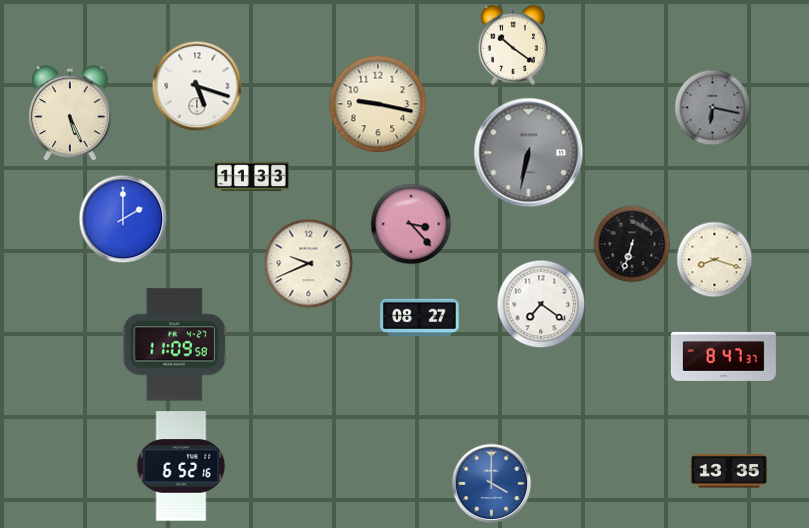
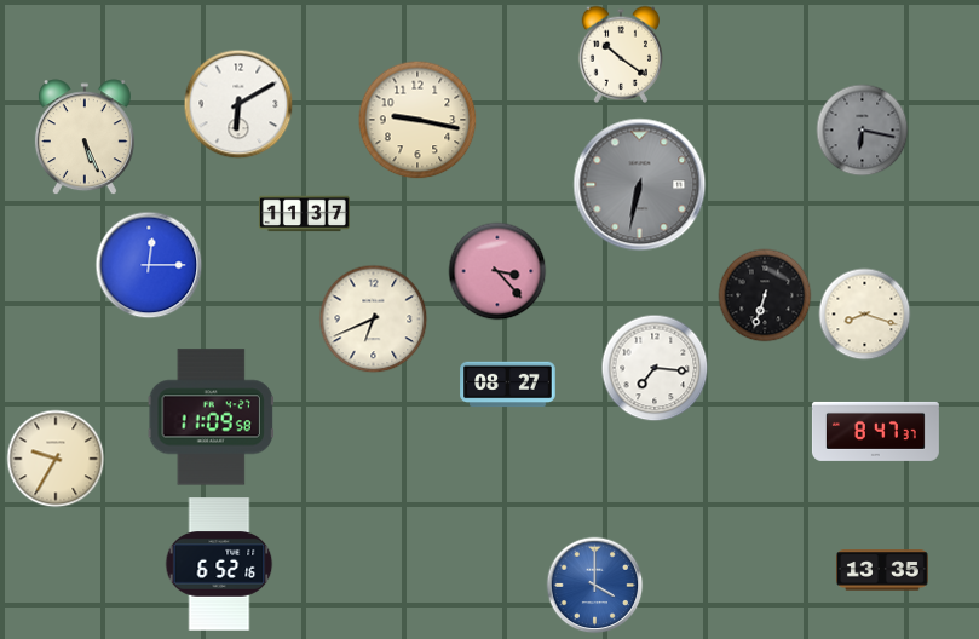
clock at (197, 86): 5:18 -> 6:10
clock at (378, 104) position: (378, 104) -> (417, 120)
clock at (251, 177): 11:33 -> 11:37
clock at (123, 219): 2:00 -> 12:15
clock at (309, 264): 9:41 -> 6:41
clock at (541, 304): 7:21 -> 7:16
clock at (56, 459): none -> 9:35
